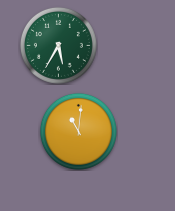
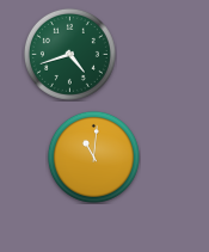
clock at (58, 45): 5:35 -> 4:42
